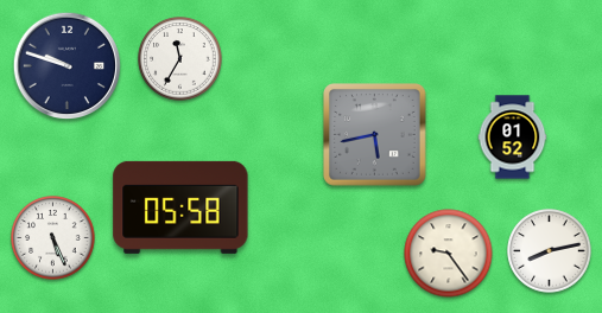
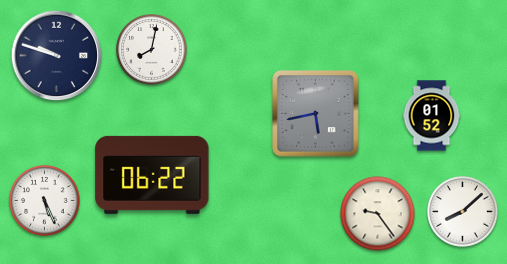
clock at (180, 59): 11:35 -> 8:02
clock at (180, 207): 05:58 -> 06:22
clock at (550, 251): 8:13 -> 8:08
